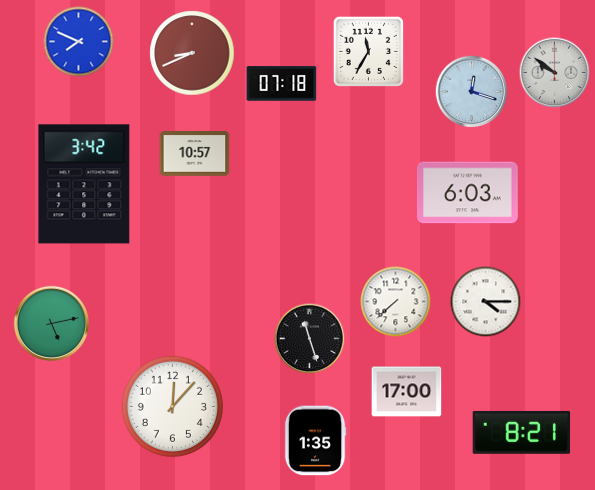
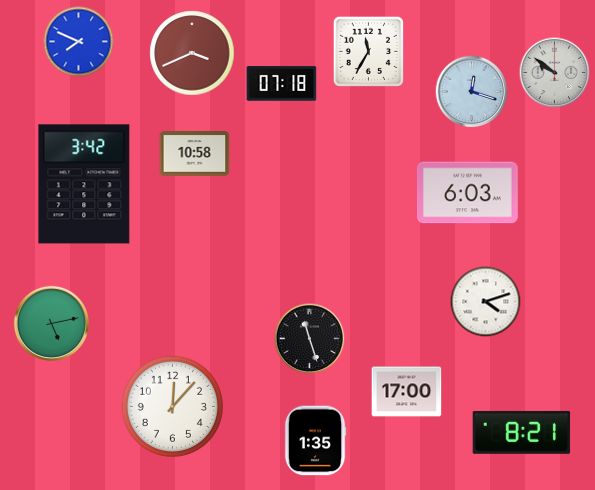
clock at (192, 53): 8:41 -> 3:41
clock at (195, 154): 10:57 -> 10:58
clock at (396, 302): 7:38 -> none
clock at (486, 302): 4:15 -> 4:12
